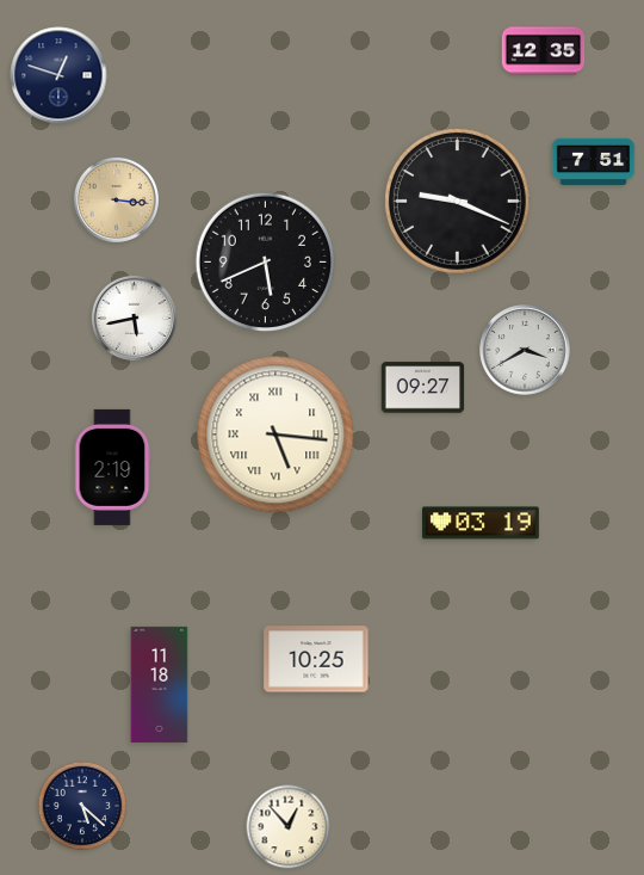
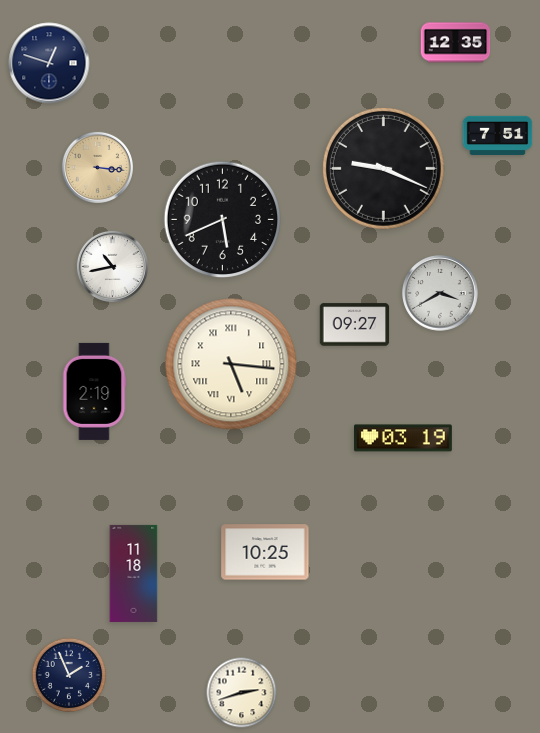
clock at (134, 318): 5:43 -> 10:43
clock at (82, 806): 5:22 -> 1:56
clock at (289, 827): 12:53 -> 2:42
